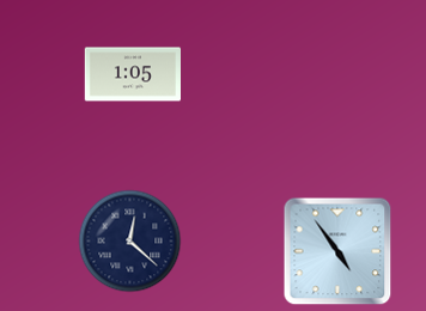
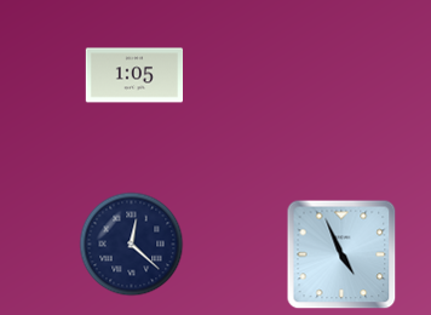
clock at (337, 251): 4:54 -> 4:56
